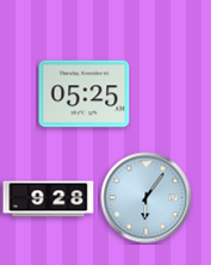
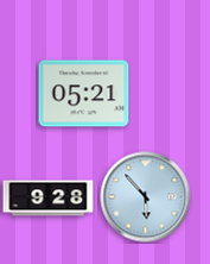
clock at (85, 94): 05:25 -> 05:21
clock at (147, 198): 6:06 -> 5:53
